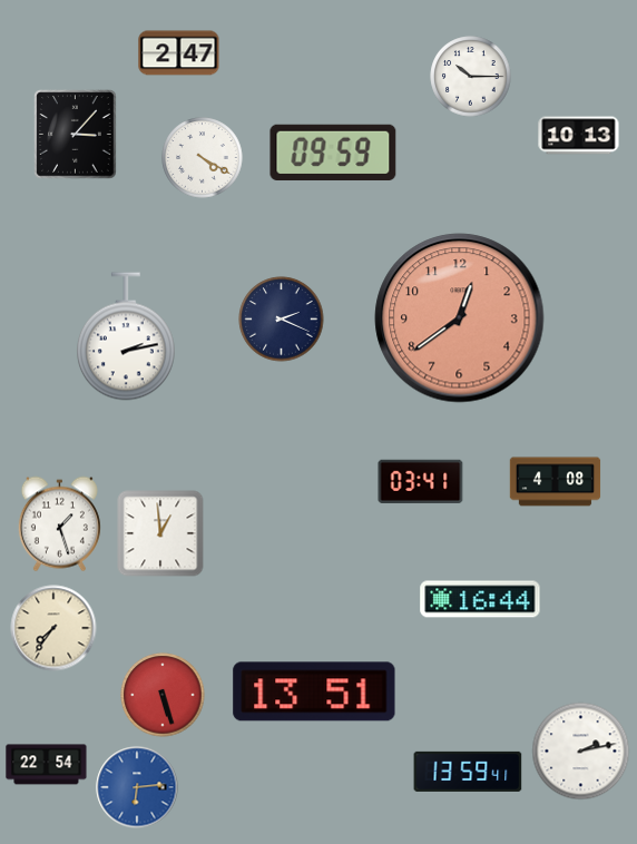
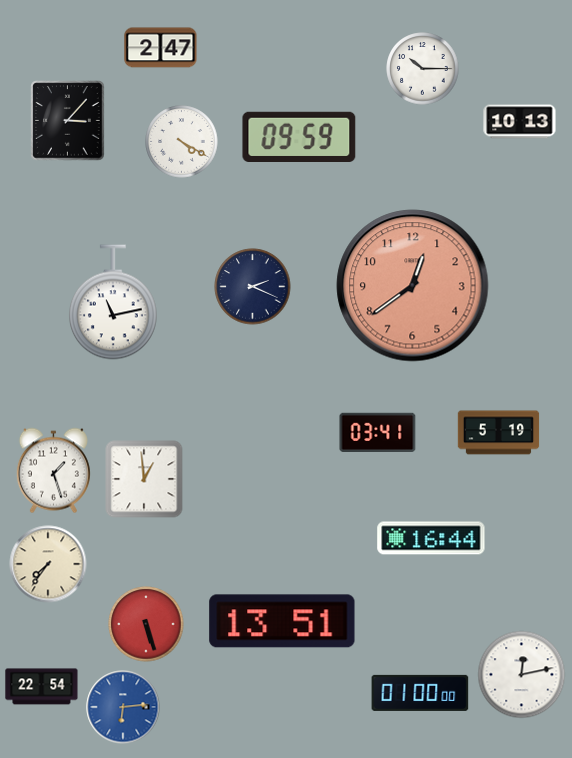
clock at (126, 336): 2:13 -> 11:13
clock at (556, 482): 4:08 -> 5:19
clock at (581, 752): 2:13 -> 12:13
clock at (468, 772): 13:59 -> 01:00
